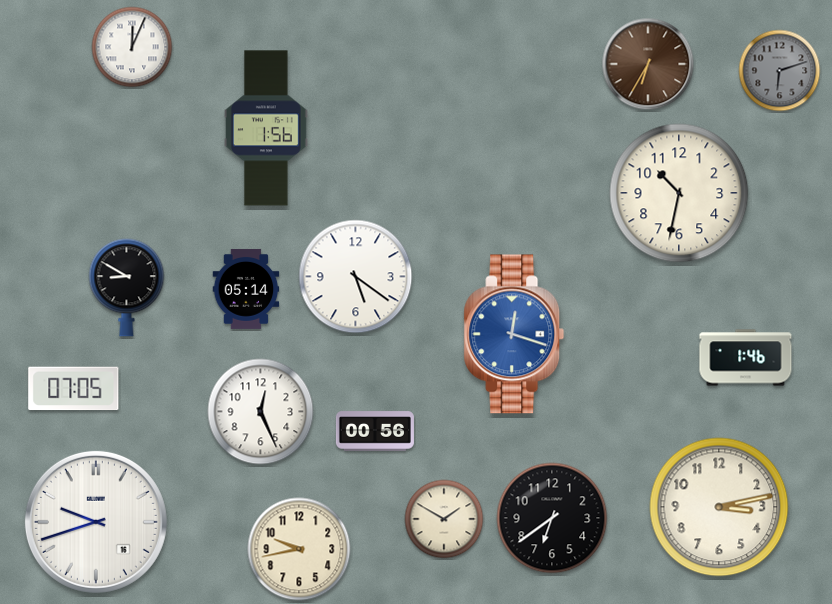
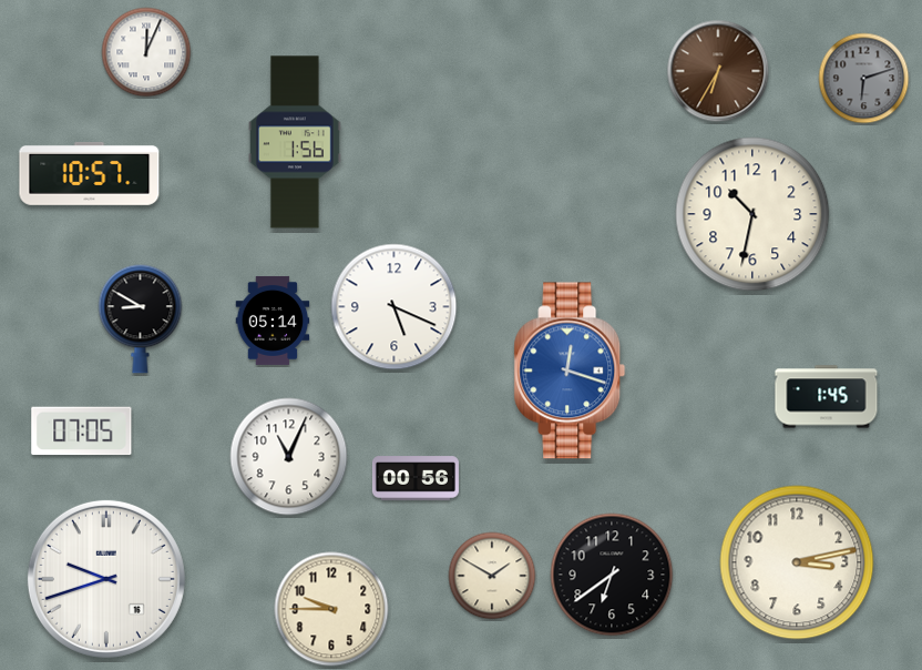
clock at (90, 173): none -> 10:57
clock at (356, 277): 5:21 -> 5:19
clock at (746, 358): 1:46 -> 1:45
clock at (261, 412): 12:26 -> 11:04
clock at (299, 549): 9:43 -> 9:45
